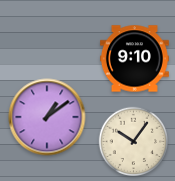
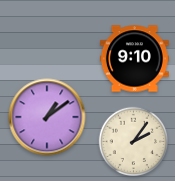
clock at (134, 142): 10:06 -> 2:06
